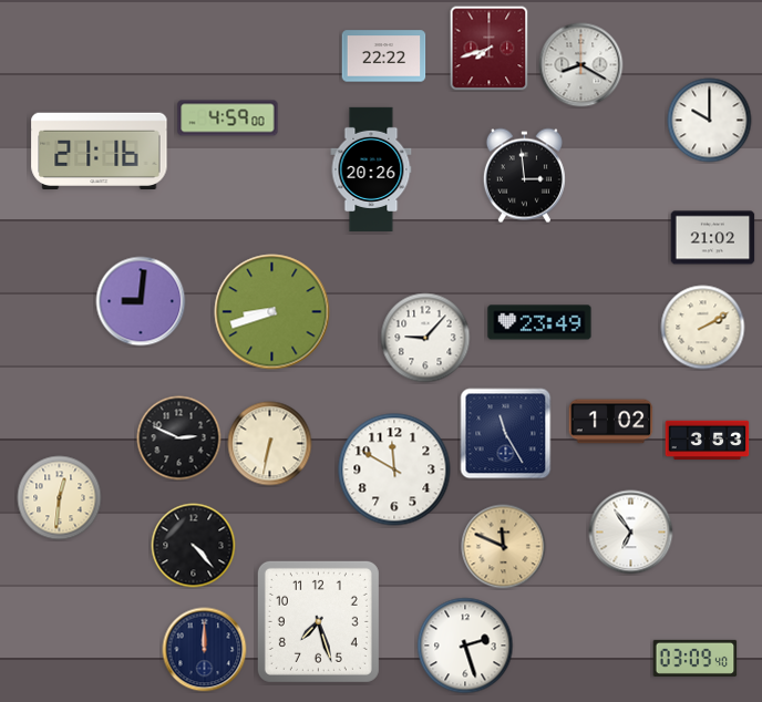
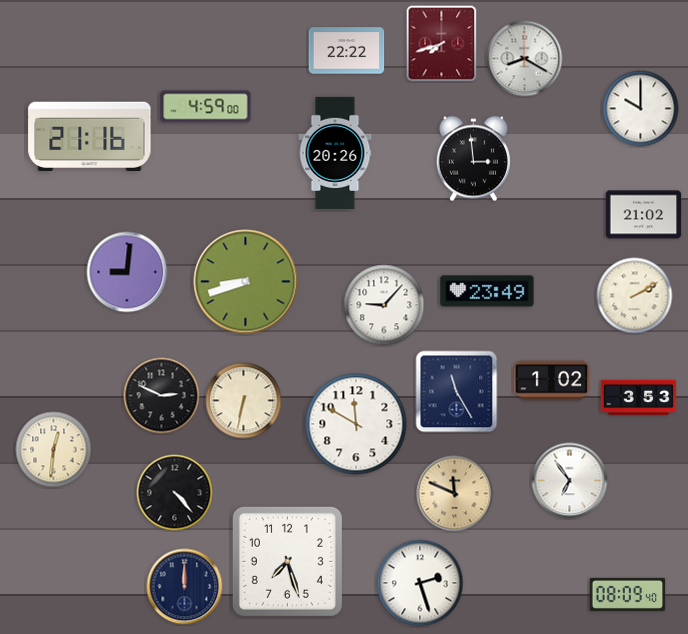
clock at (696, 658): 03:09 -> 08:09
